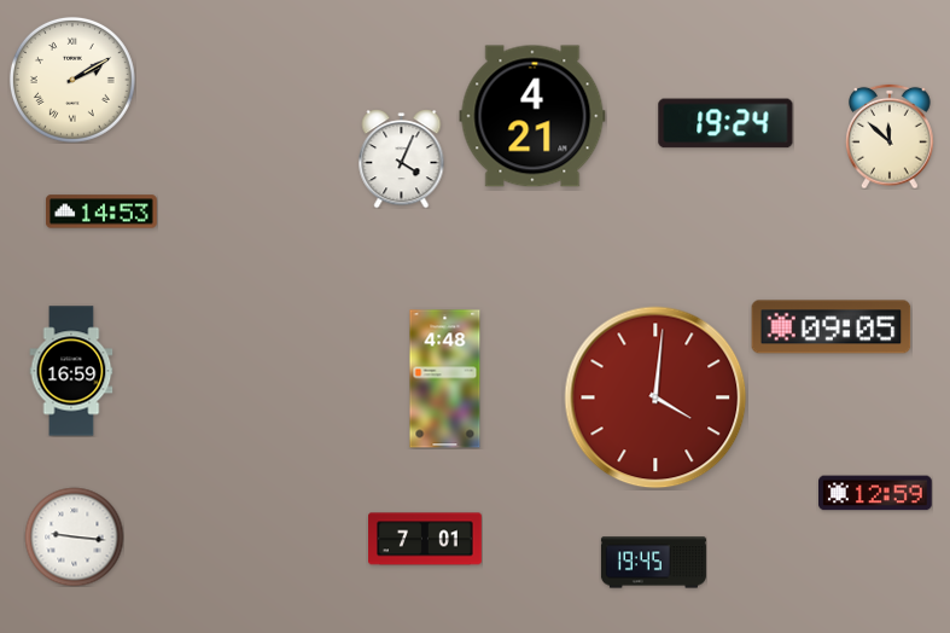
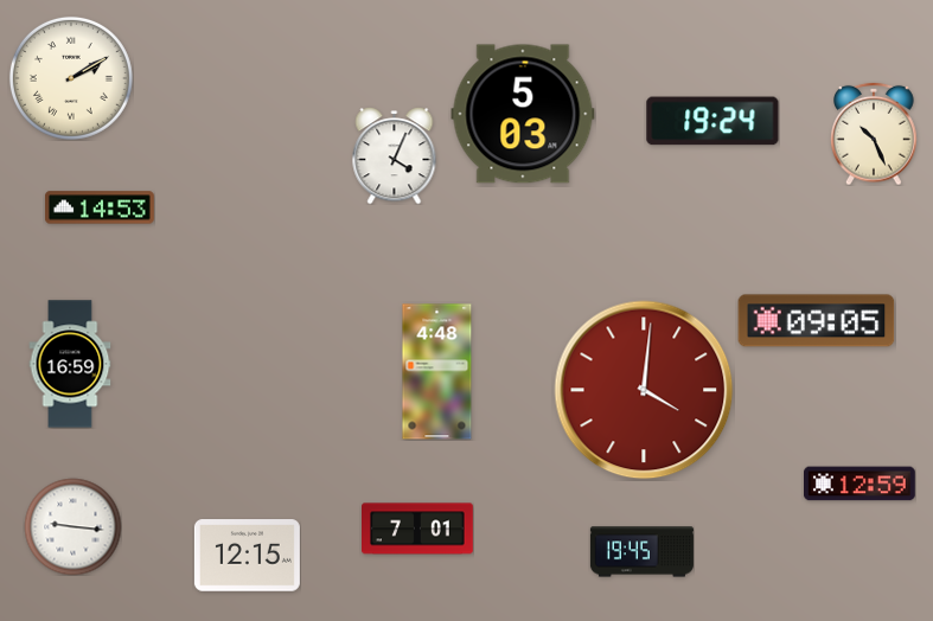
clock at (532, 116): 4:21 -> 5:03
clock at (890, 137): 11:52 -> 10:26
clock at (247, 556): none -> 12:15
